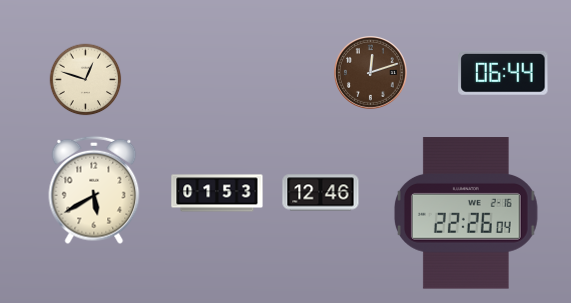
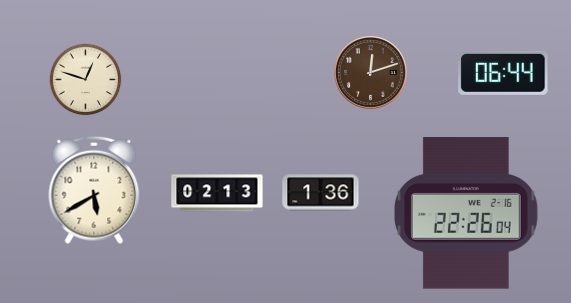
clock at (217, 193): 01:53 -> 02:13
clock at (321, 193): 12:46 -> 1:36
